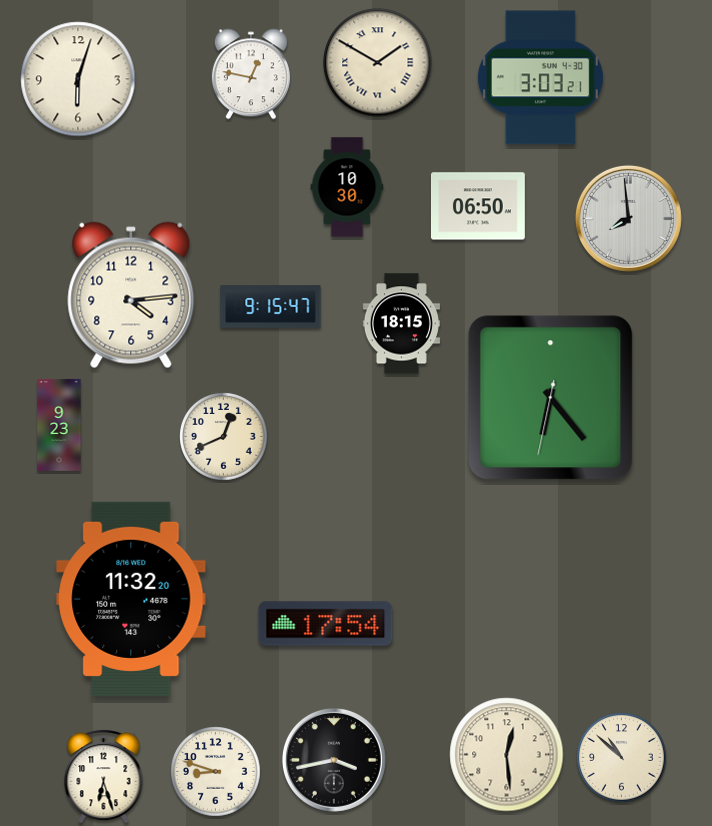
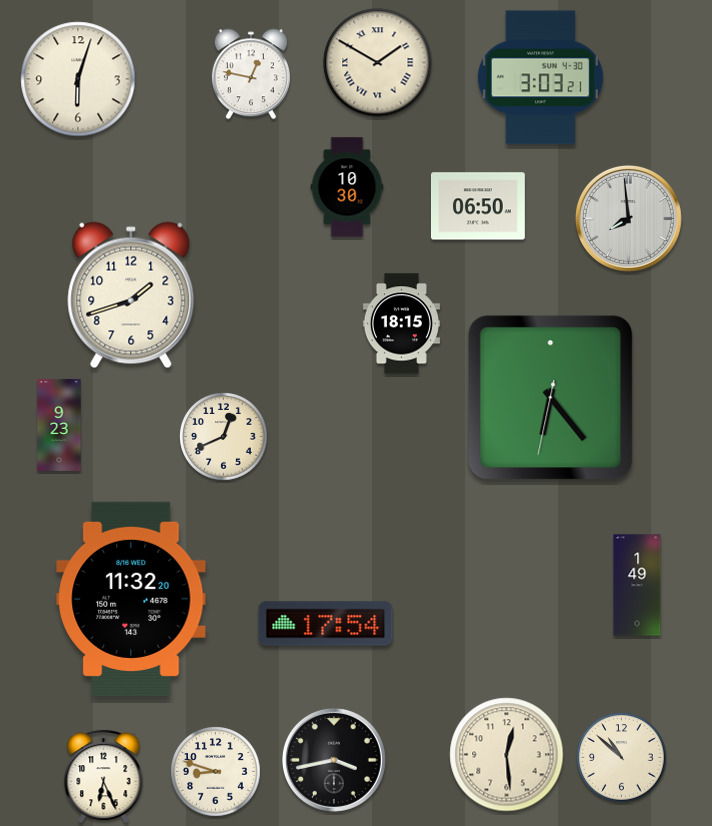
clock at (131, 295): 4:14 -> 1:42
clock at (271, 307): 9:15 -> none
clock at (637, 585): none -> 1:49
clock at (104, 776): 6:27 -> 6:26
